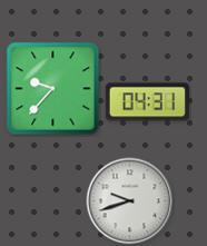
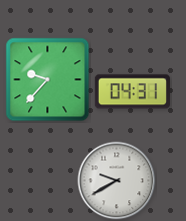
clock at (130, 201): 9:42 -> 9:40
